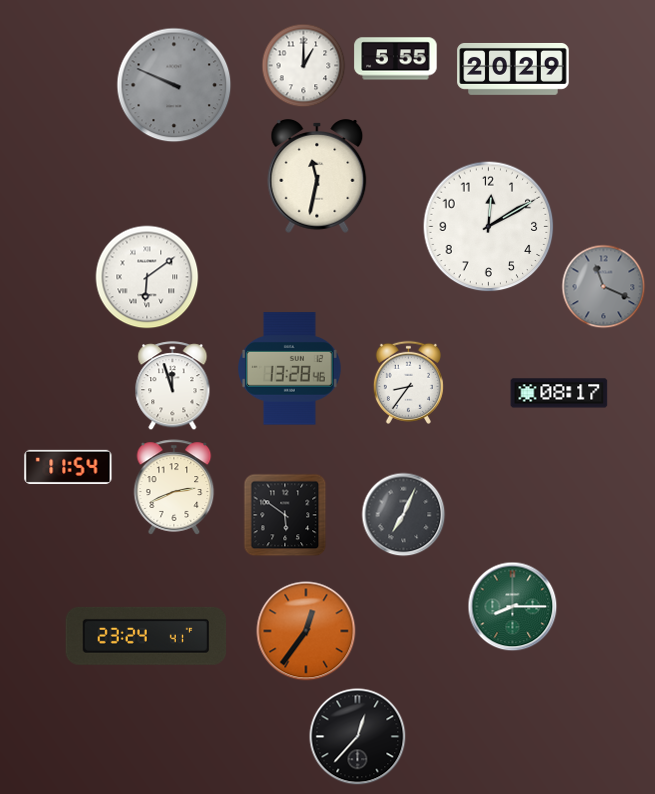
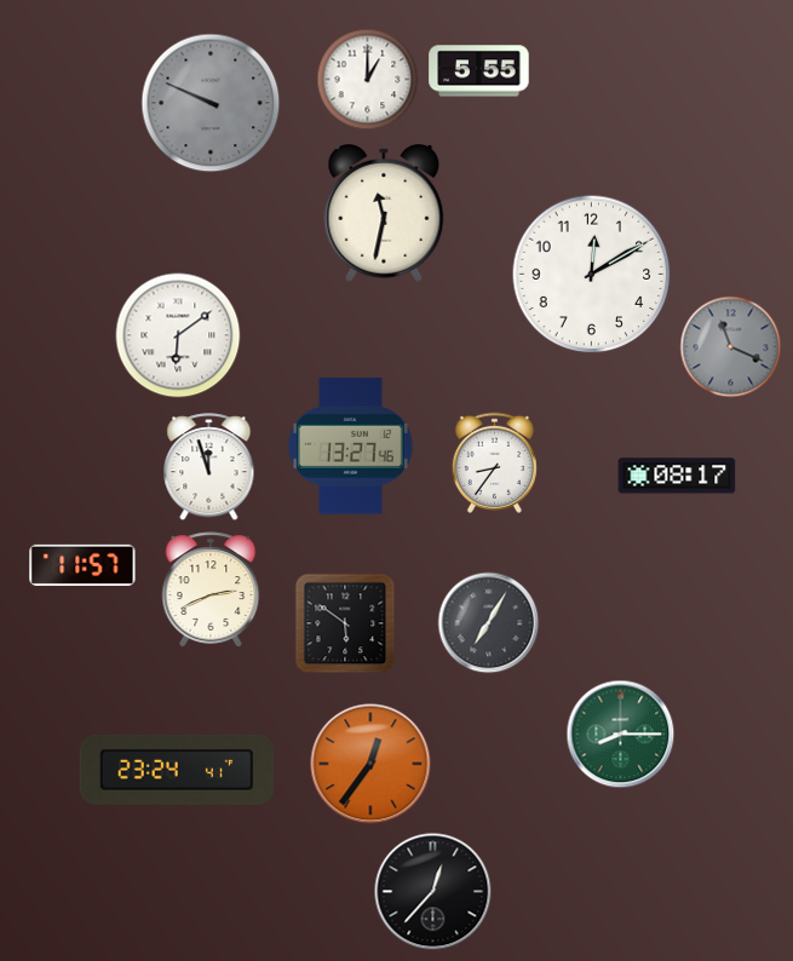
clock at (513, 69): 20:29 -> none
clock at (290, 369): 13:28 -> 13:27
clock at (68, 467): 11:54 -> 11:57
clock at (404, 515): 7:04 -> 7:05
